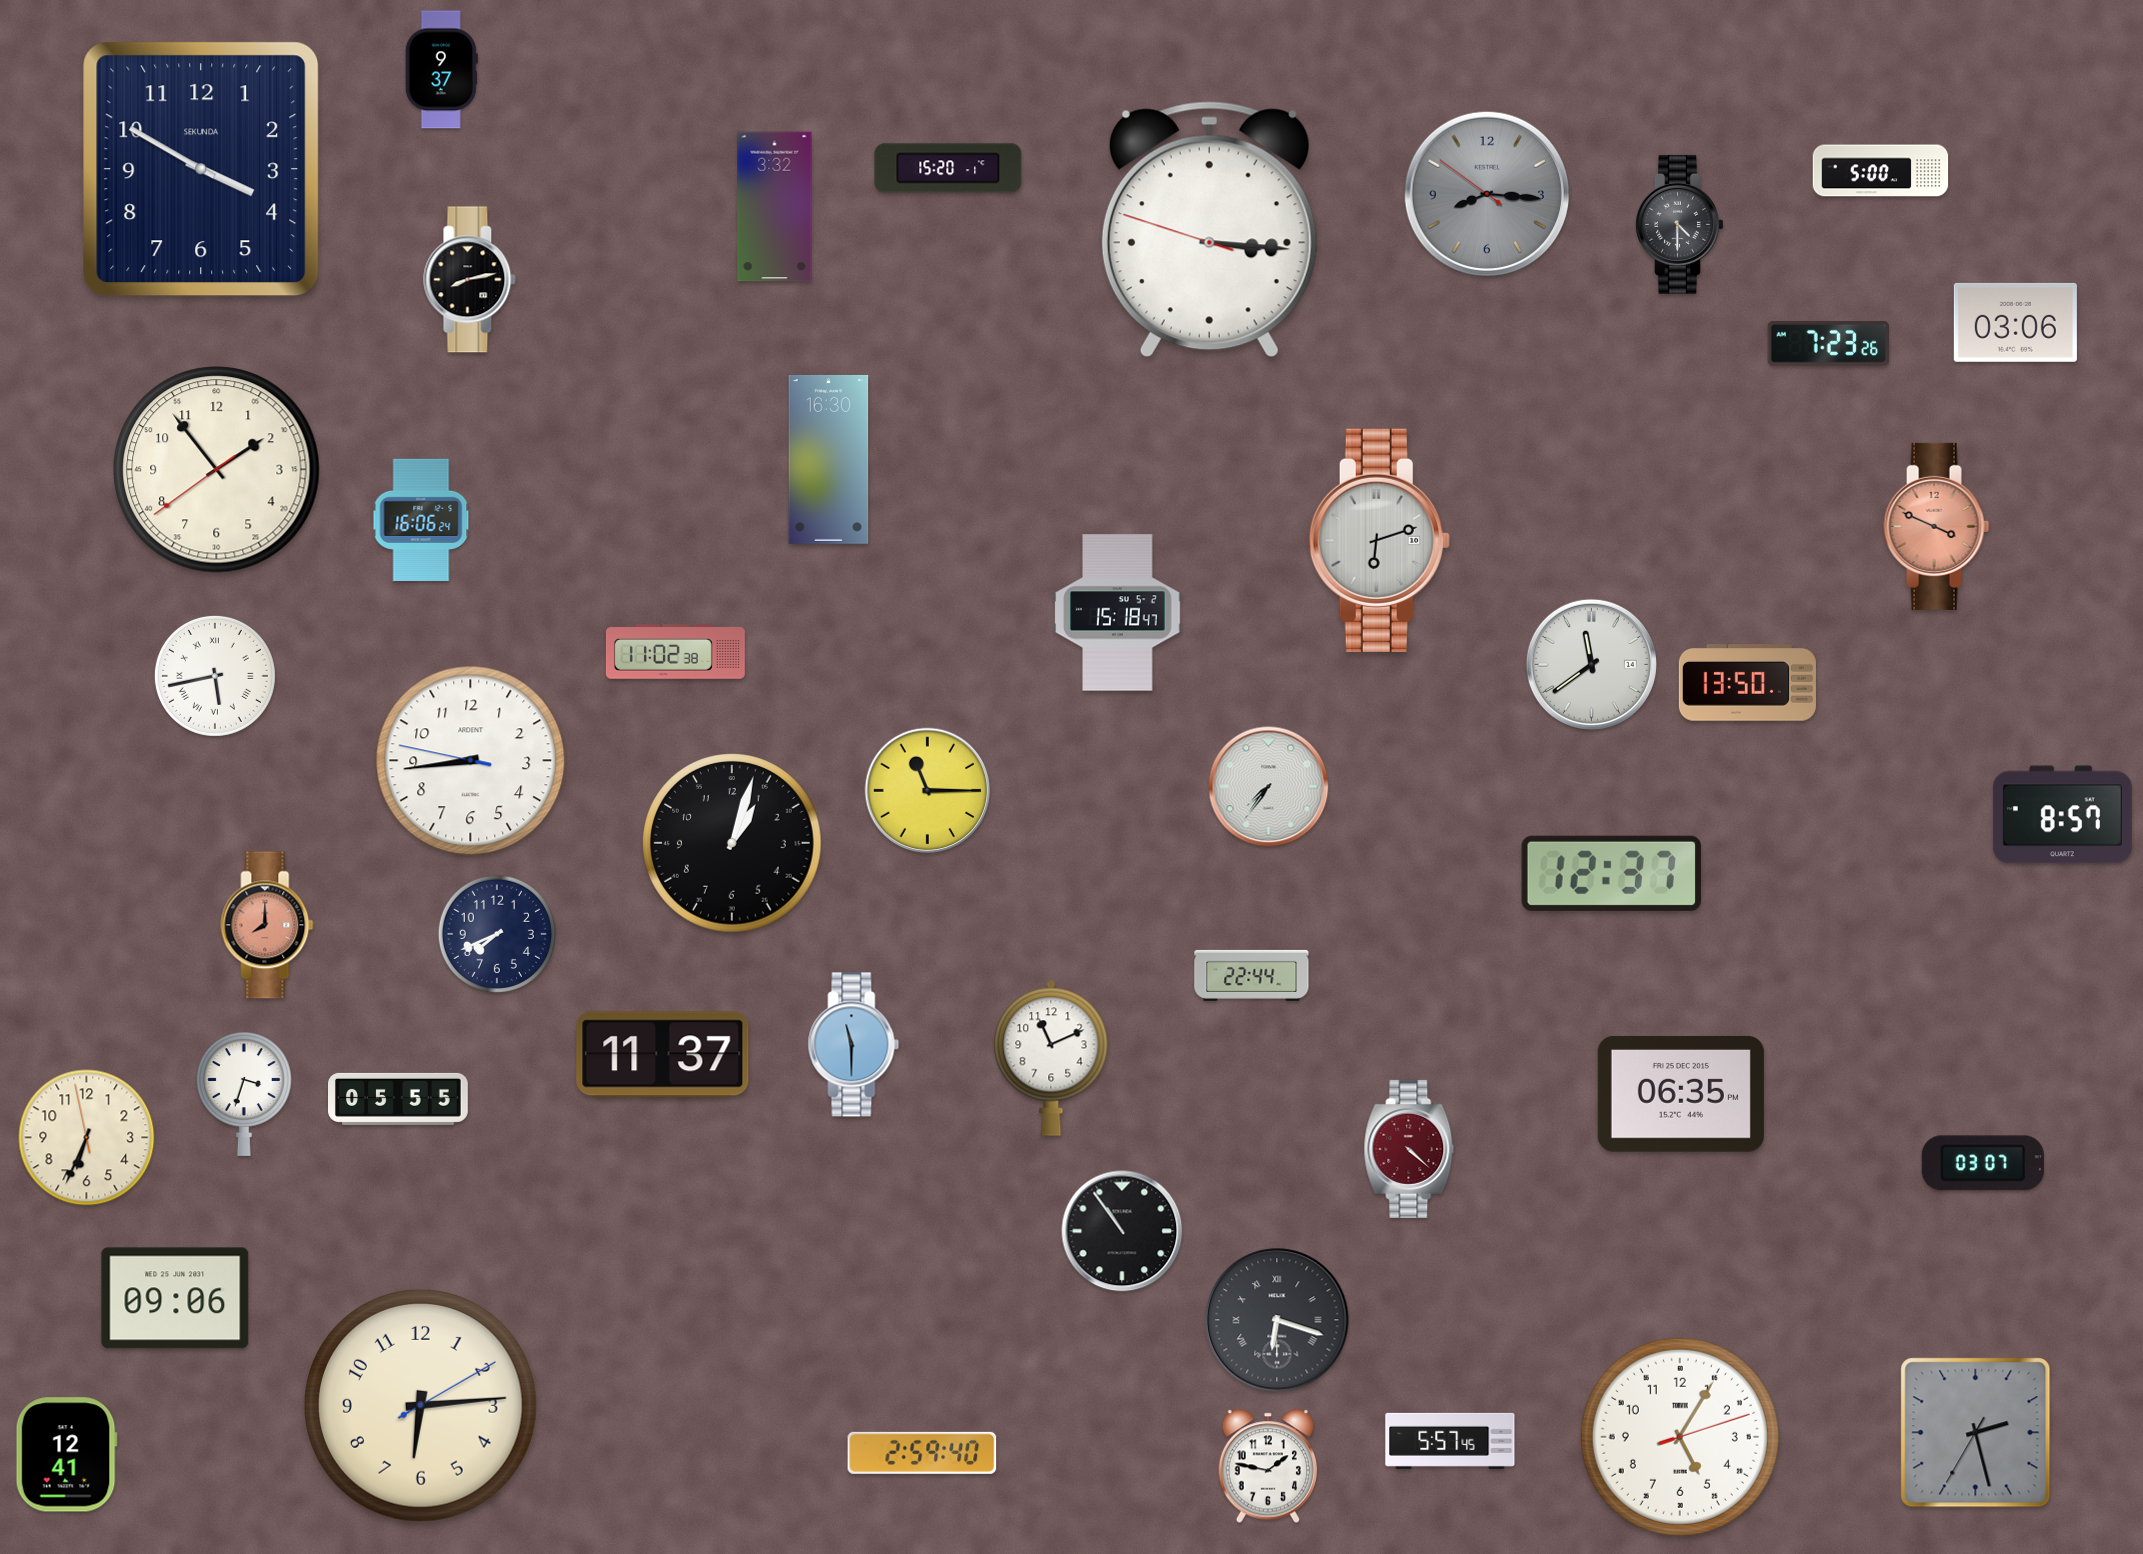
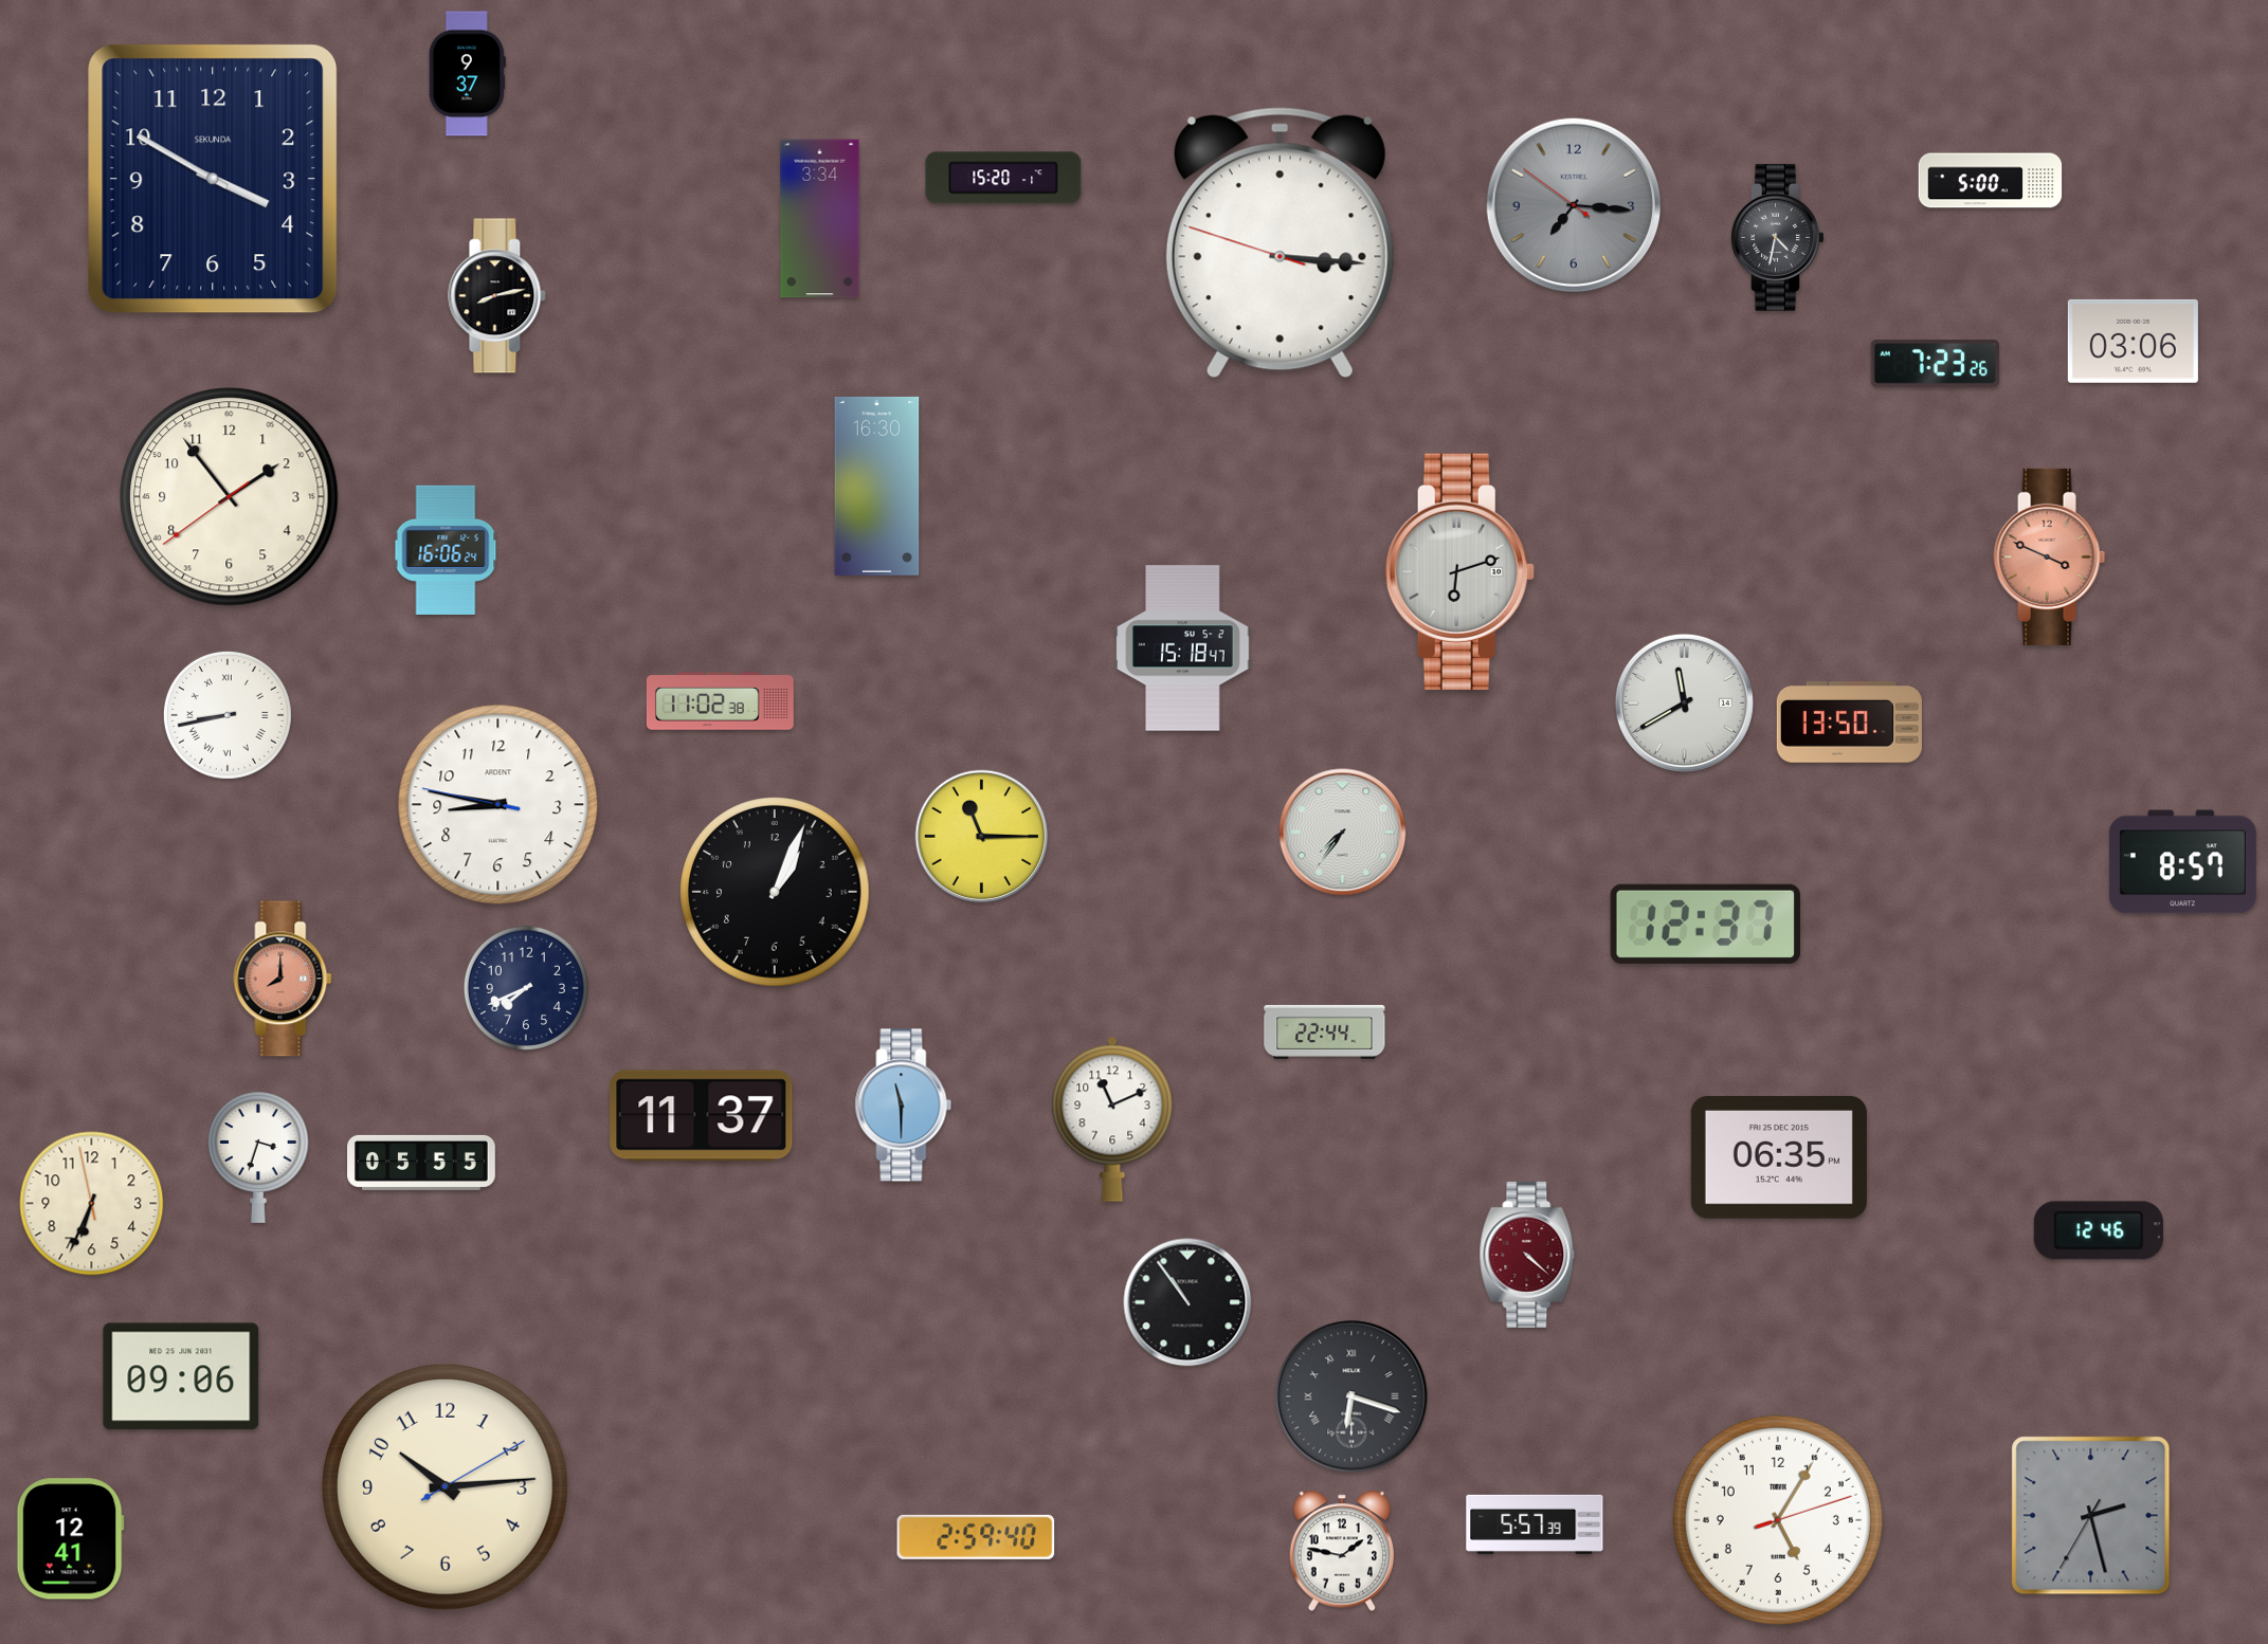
clock at (1487, 194): 8:15 -> 7:15
clock at (775, 207): 3:32 -> 3:34
clock at (1680, 224): 4:30 -> 4:32
clock at (675, 652) position: (675, 652) -> (720, 701)
clock at (1591, 664): 11:39 -> 11:40
clock at (215, 676): 5:43 -> 8:43
clock at (471, 761): 8:43 -> 8:46
clock at (732, 843): 1:03 -> 1:04
clock at (1409, 1149) position: (1409, 1149) -> (1527, 1255)
clock at (1983, 1163): 03:07 -> 12:46
clock at (175, 1298) position: (175, 1298) -> (181, 1376)
clock at (421, 1406): 6:14 -> 10:14
clock at (1450, 1441): 5:57:45 -> 5:57:39
